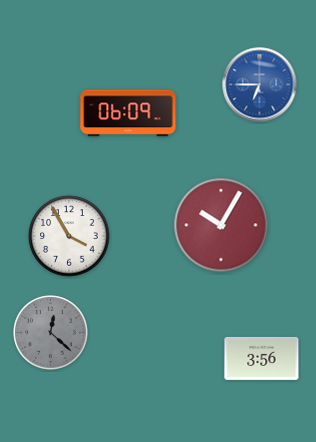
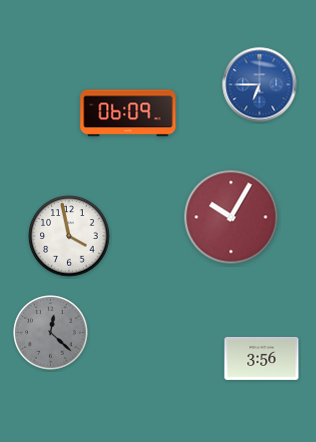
clock at (221, 225) position: (221, 225) -> (231, 217)
clock at (69, 236): 3:55 -> 3:58
